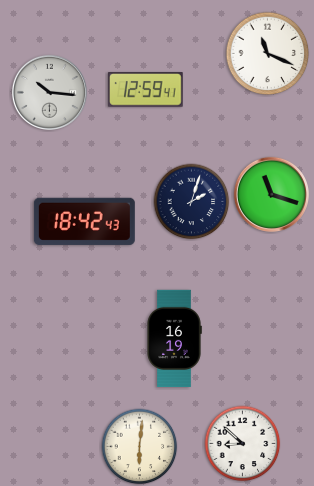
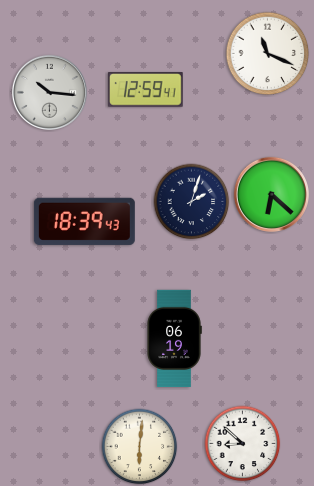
clock at (271, 194): 11:18 -> 6:22
clock at (84, 221): 18:42 -> 18:39
clock at (174, 338): 16:19 -> 06:19
